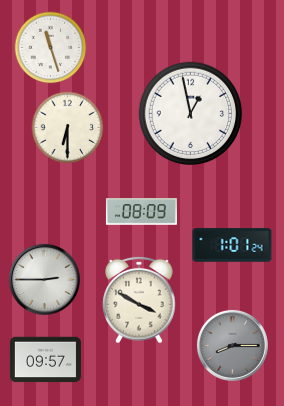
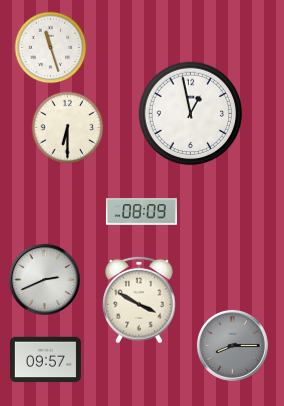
clock at (232, 245): 1:01 -> none
clock at (44, 279): 2:45 -> 2:41
